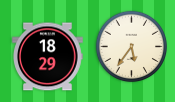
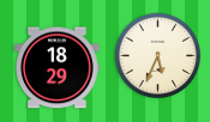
clock at (132, 47): 5:36 -> 5:34
